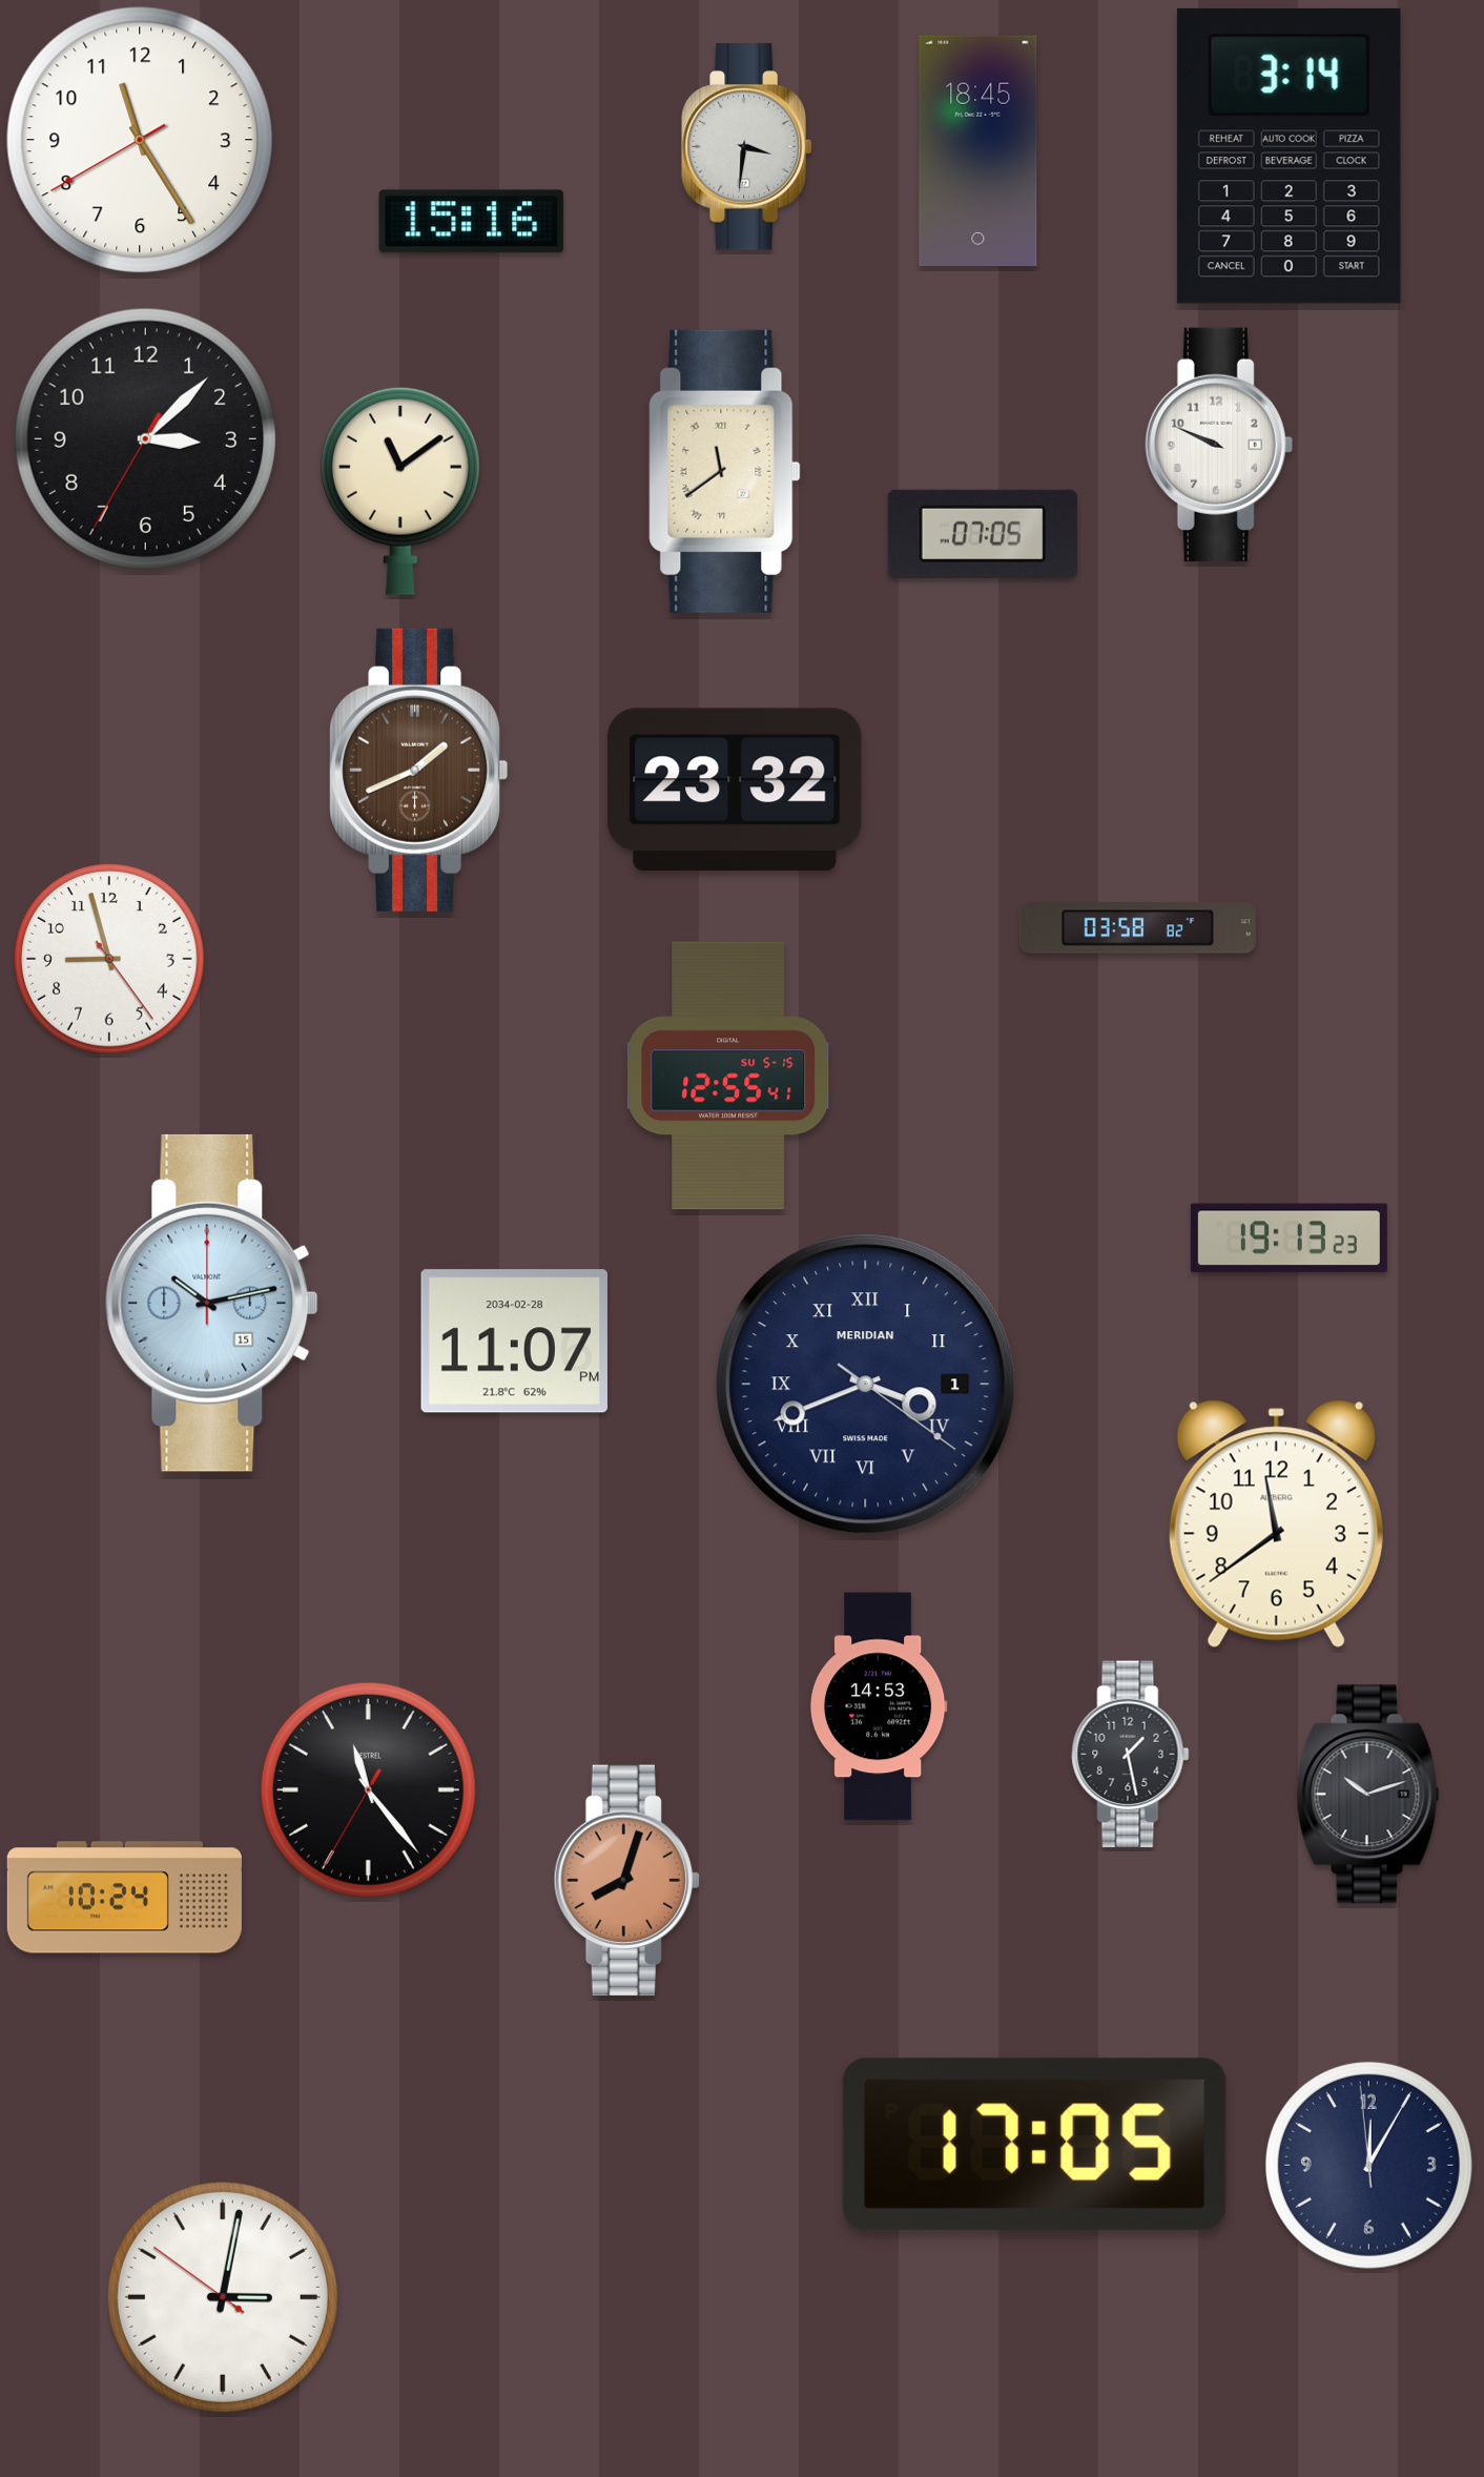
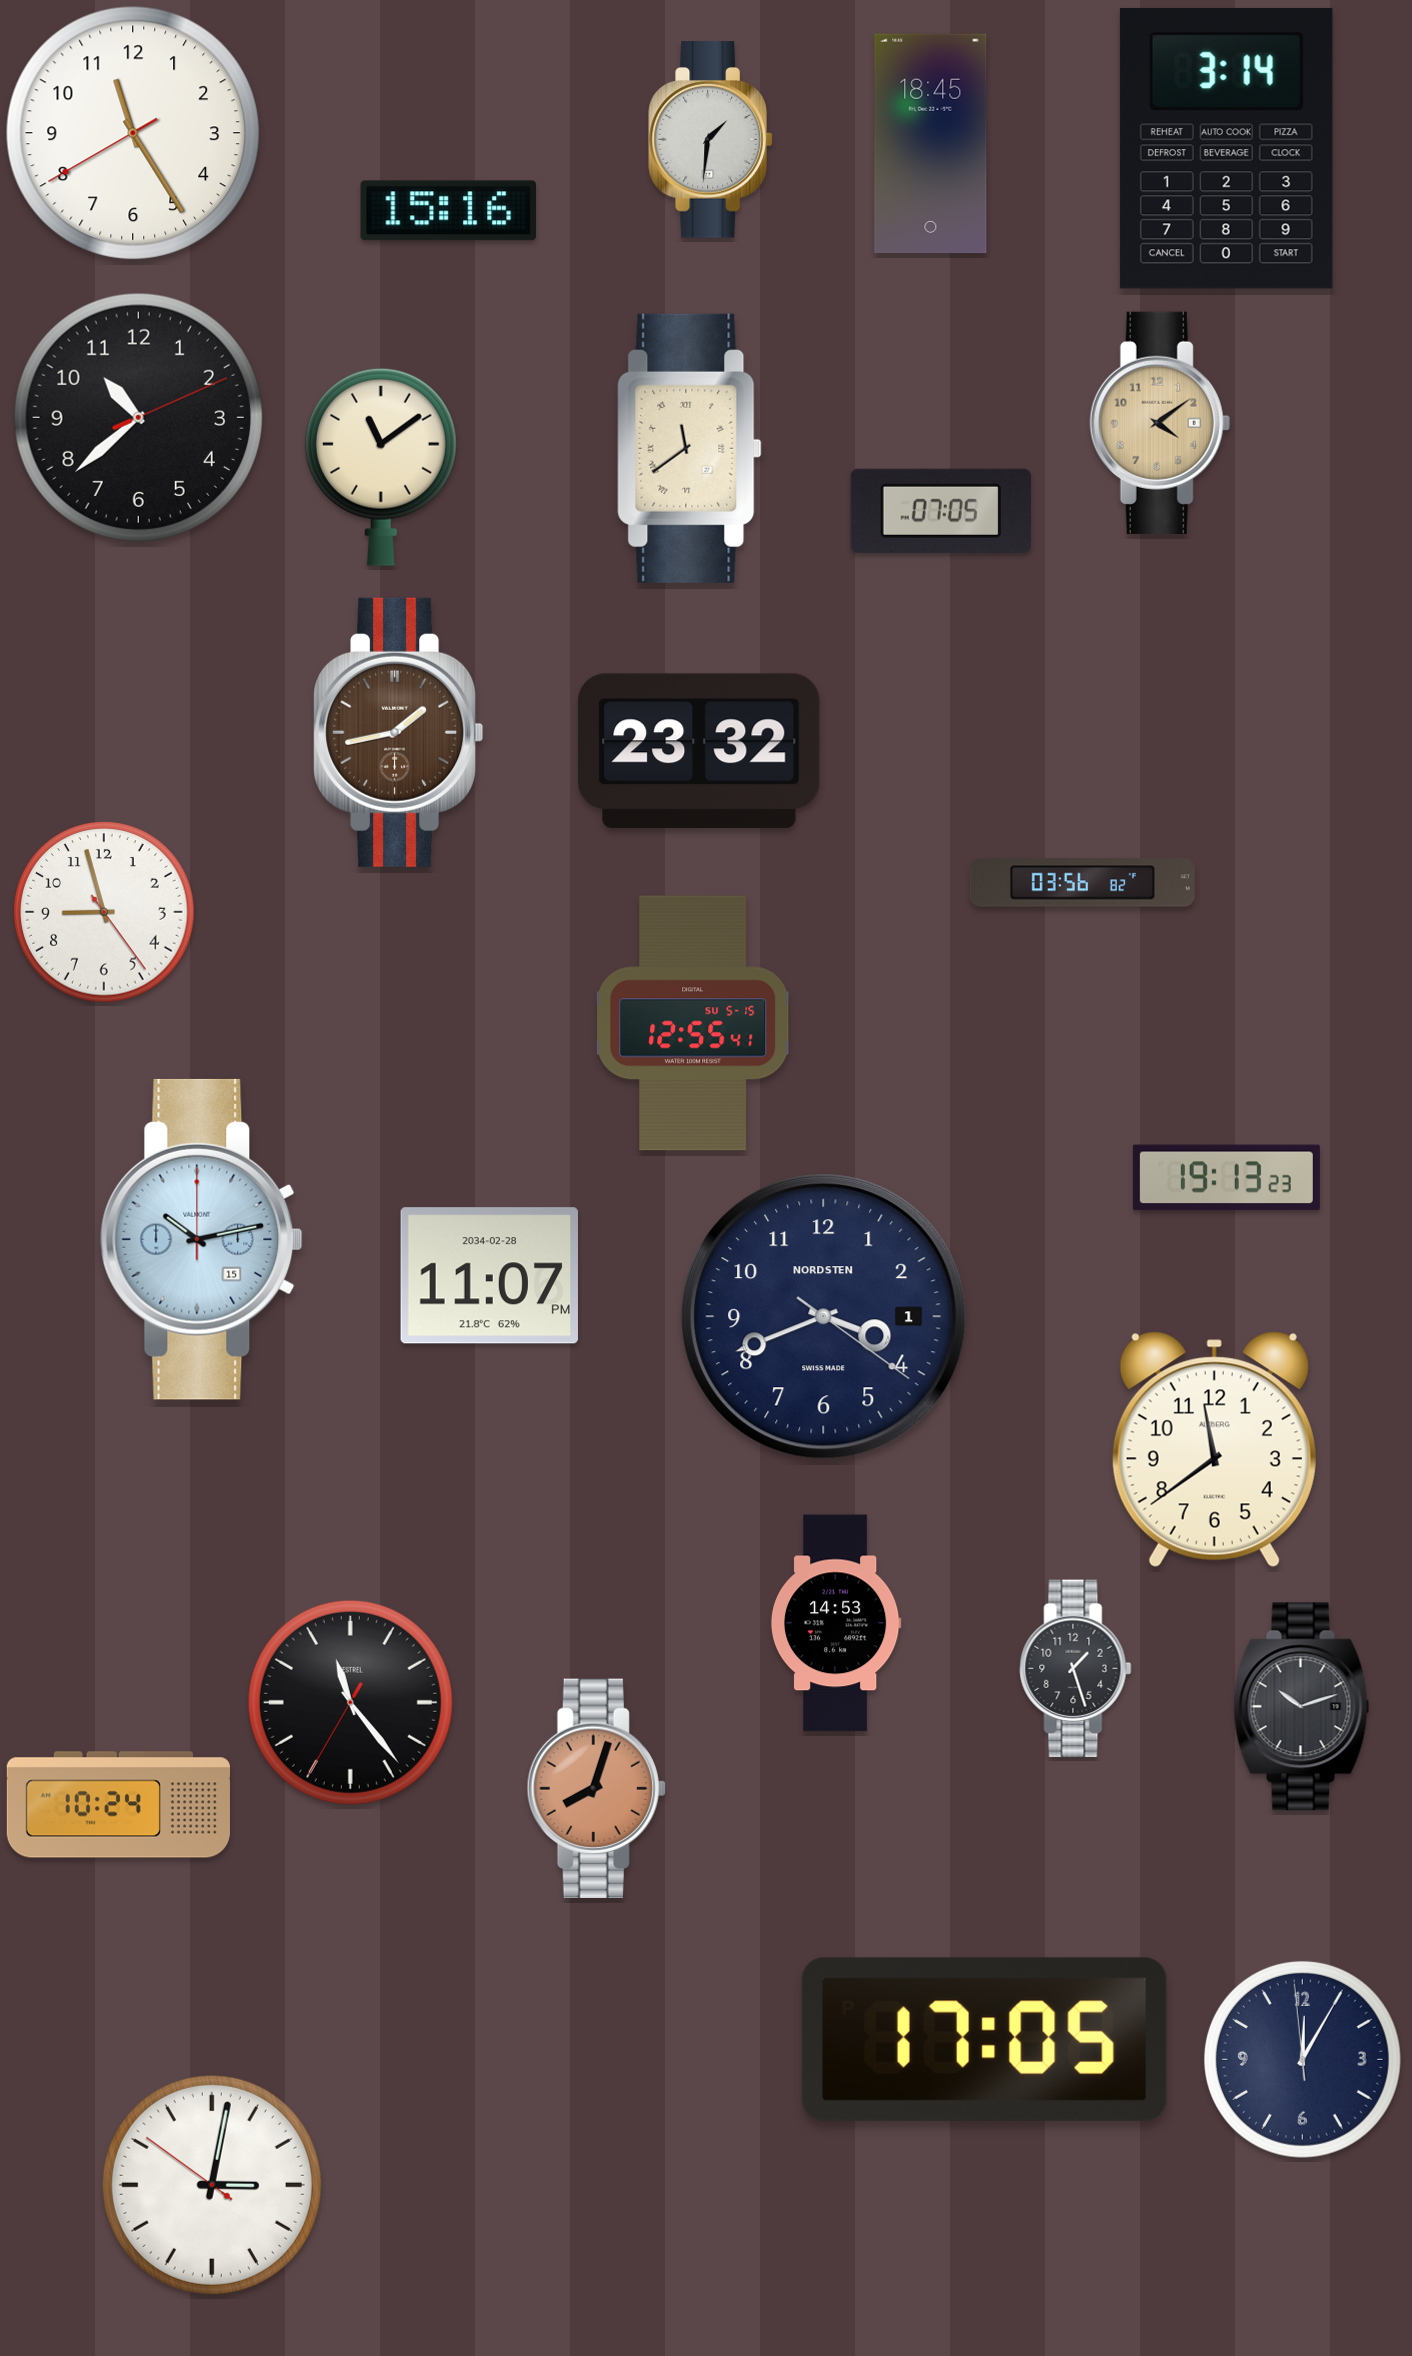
clock at (747, 147): 3:31 -> 1:31
clock at (145, 438): 3:07 -> 10:38
clock at (1219, 445): 9:49 -> 4:09
clock at (1219, 445) dial: white -> champagne
clock at (983, 534) position: (983, 534) -> (941, 511)
clock at (419, 770): 1:41 -> 1:43
clock at (1137, 928): 03:58 -> 03:56
clock at (866, 1385) numerals: Roman -> Arabic
clock at (866, 1385) brand: MERIDIAN -> NORDSTEN
clock at (1131, 1755): 1:28 -> 1:27
